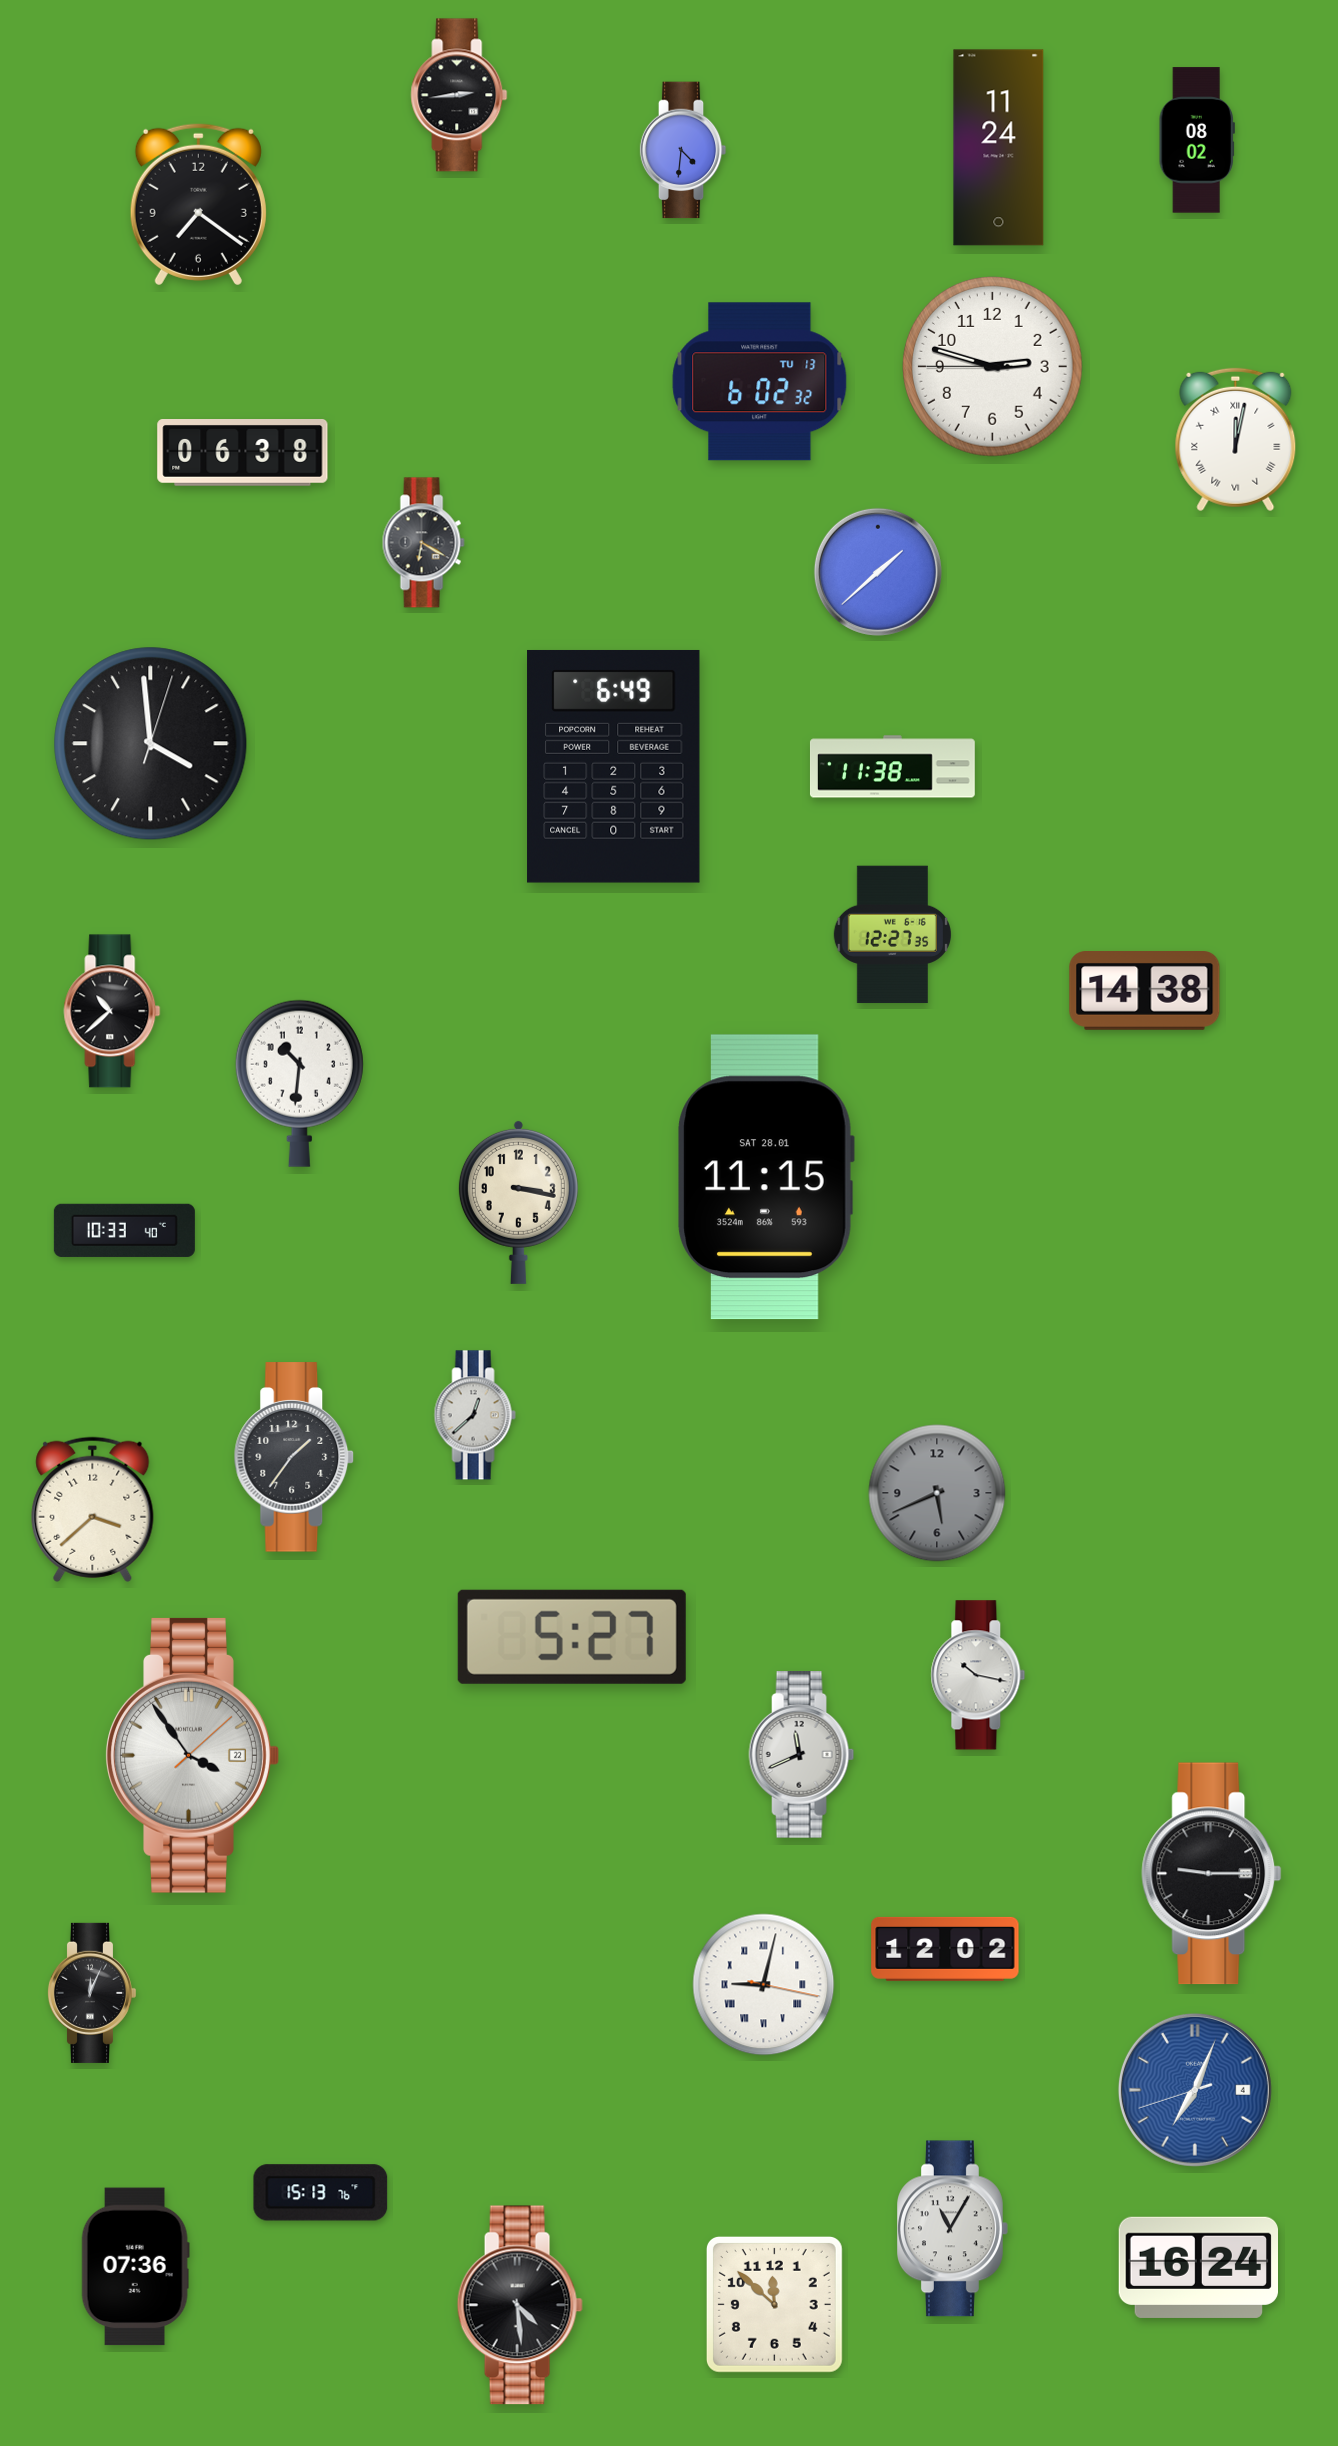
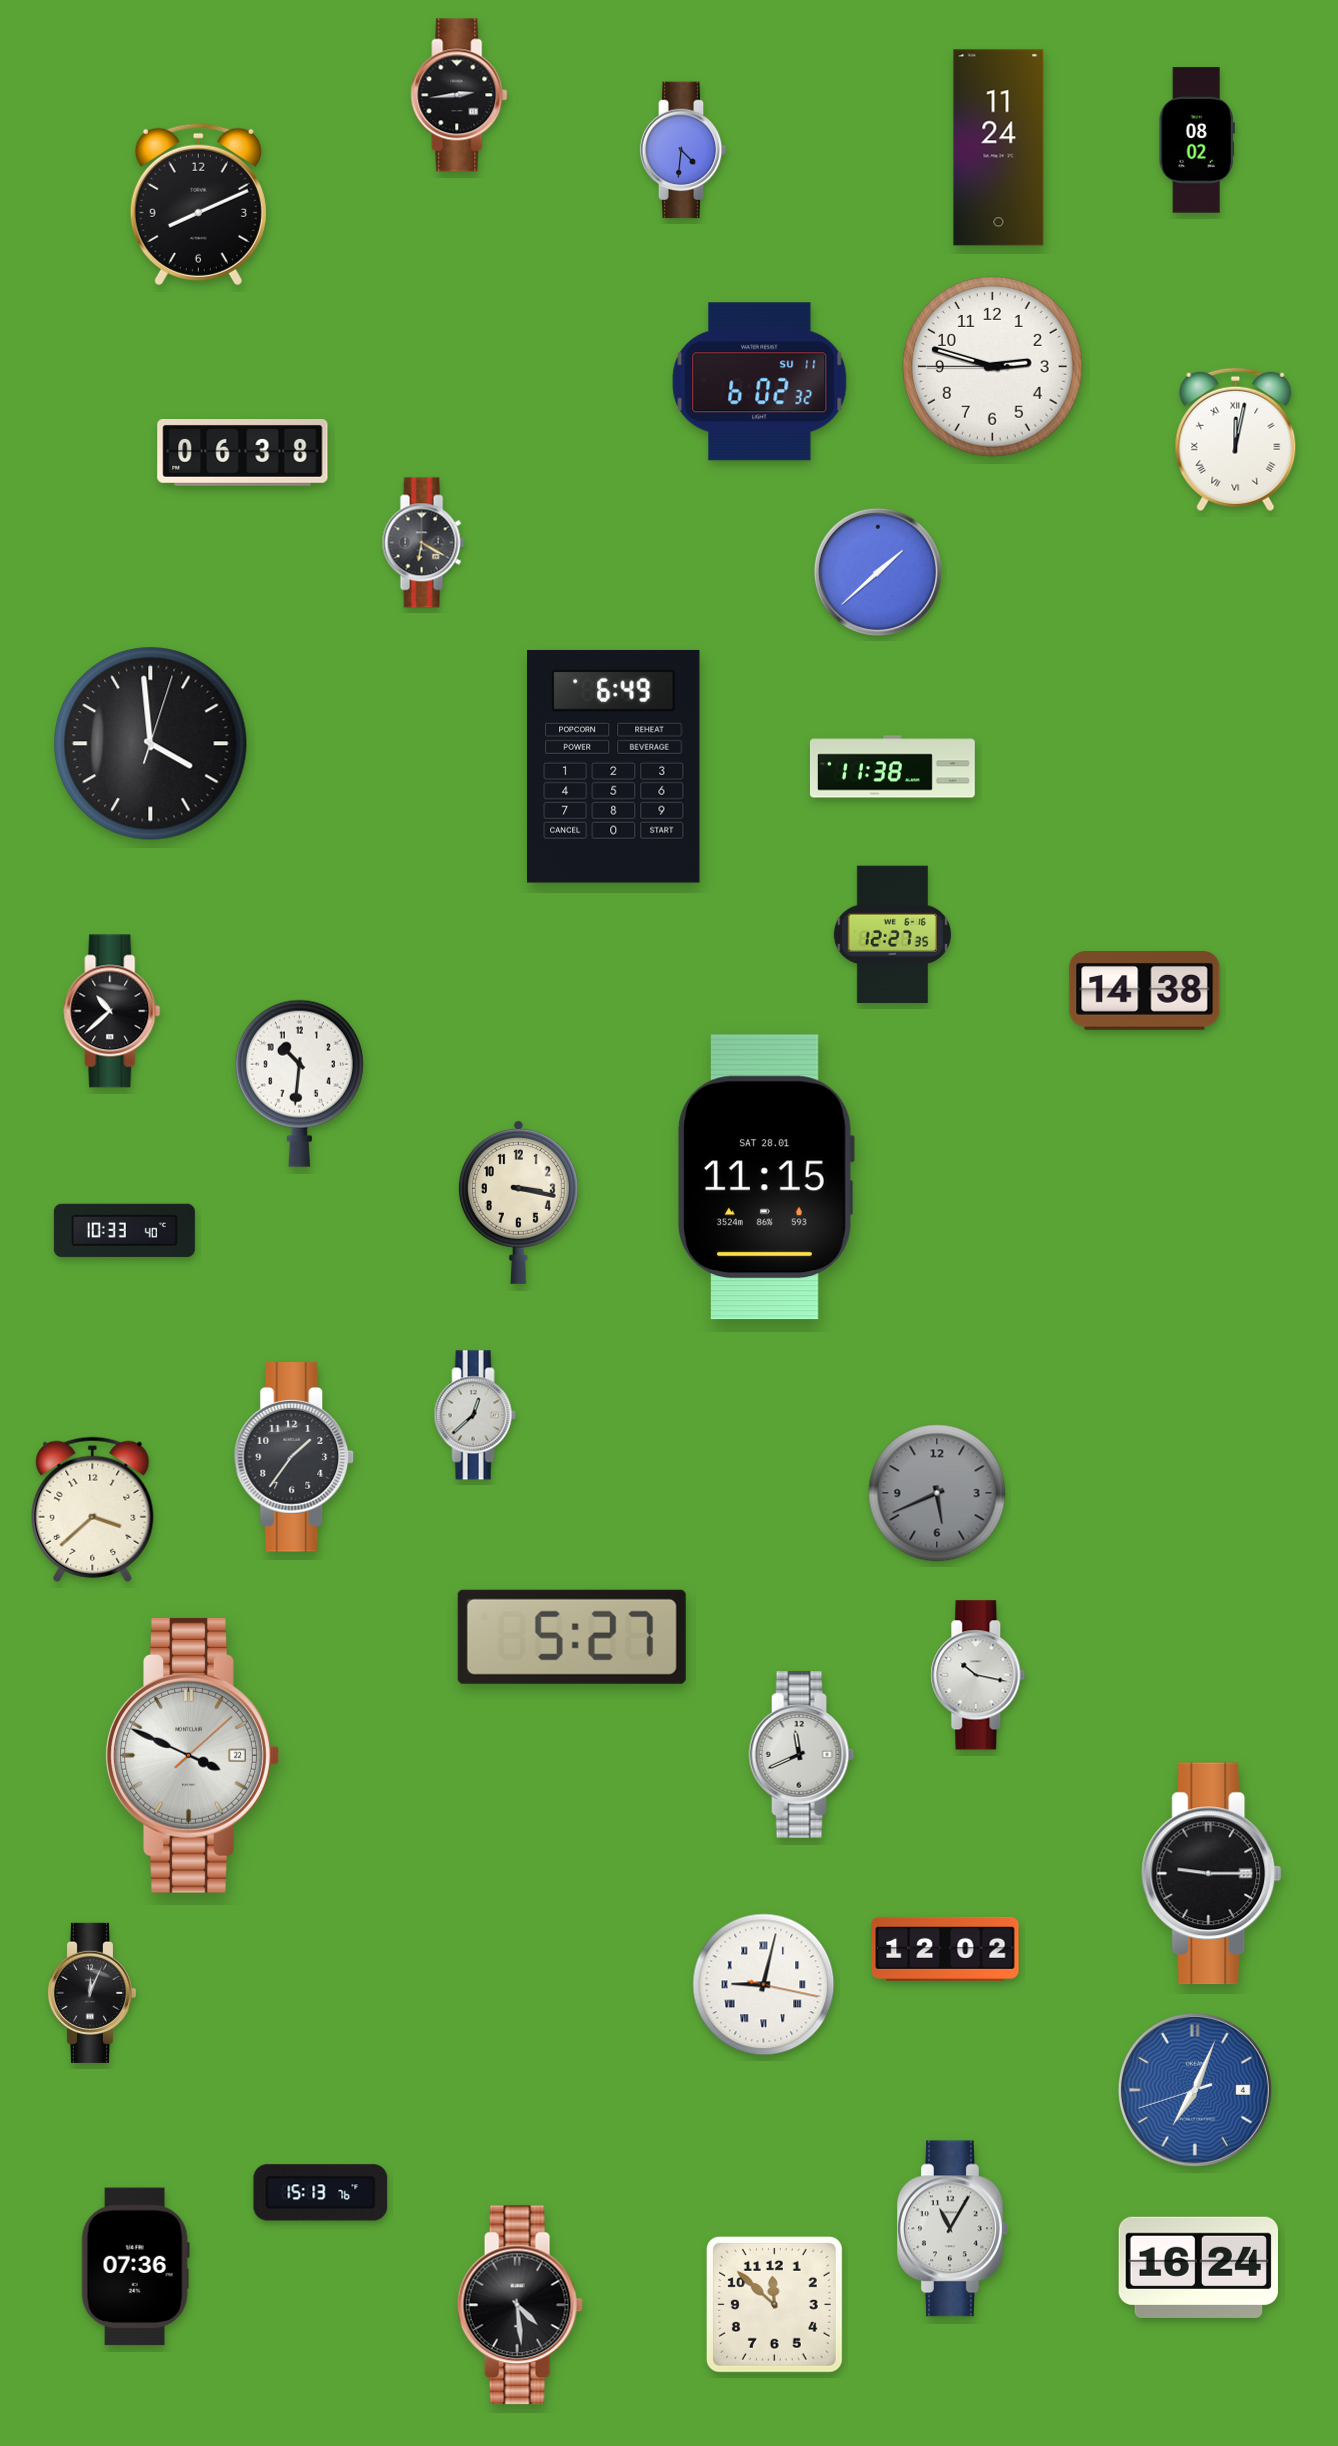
clock at (198, 204): 7:21 -> 8:11
clock at (760, 382) date: TU 13 -> SU 11
clock at (192, 1755): 3:54 -> 3:49
